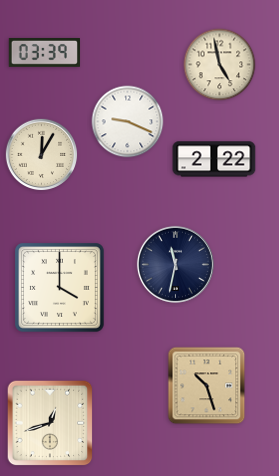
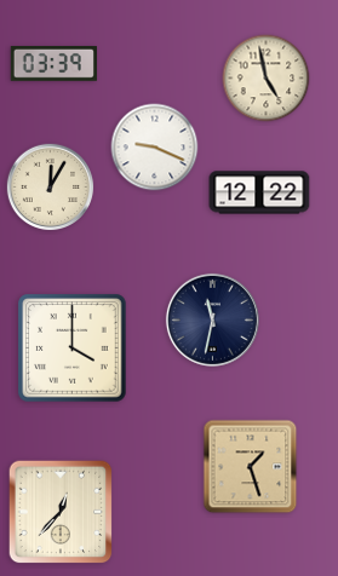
clock at (214, 159): 2:22 -> 12:22
clock at (207, 386): 10:27 -> 1:27
clock at (50, 423): 12:42 -> 12:37
